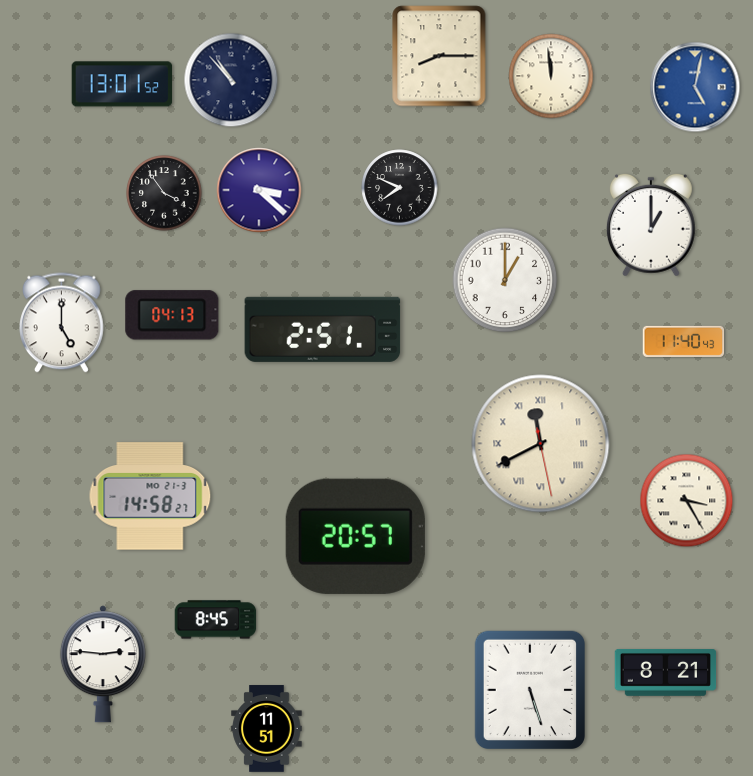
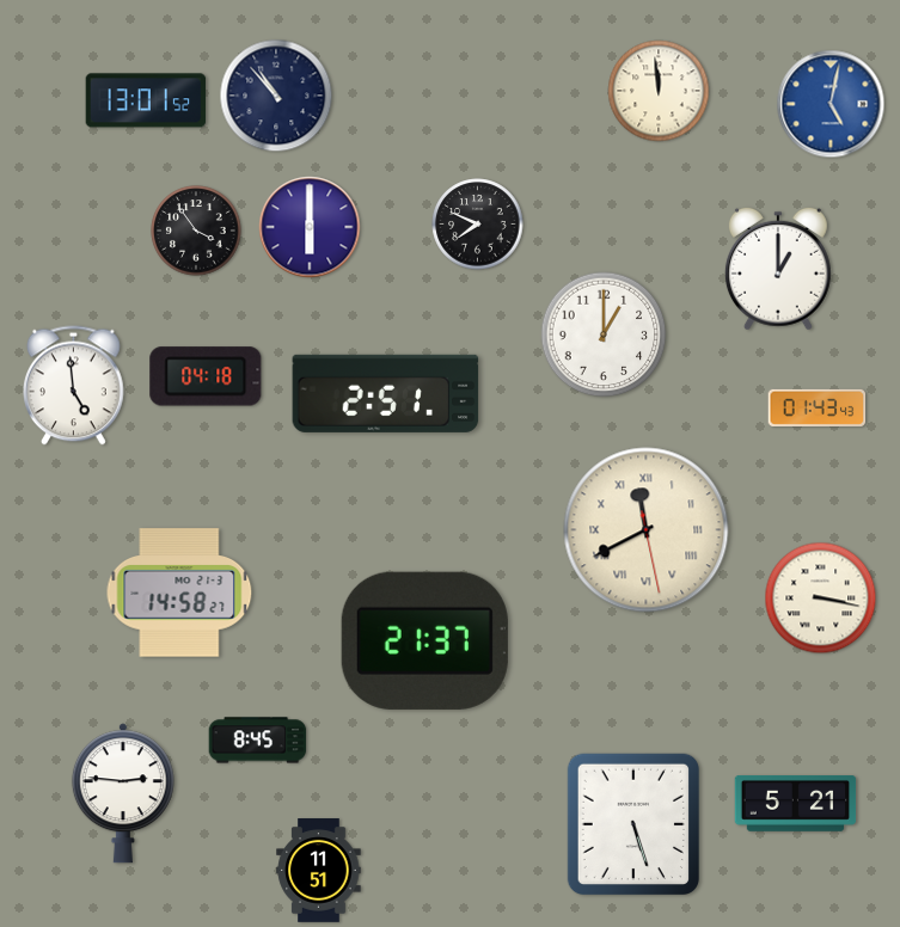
clock at (439, 56): 8:15 -> none
clock at (259, 190): 3:22 -> 6:00
clock at (172, 315): 04:13 -> 04:18
clock at (62, 323): 5:00 -> 4:59
clock at (684, 341): 11:40 -> 01:43
clock at (687, 501): 3:25 -> 3:17
clock at (355, 536): 20:57 -> 21:37
clock at (666, 673): 8:21 -> 5:21
